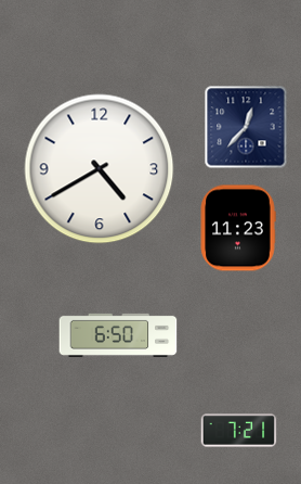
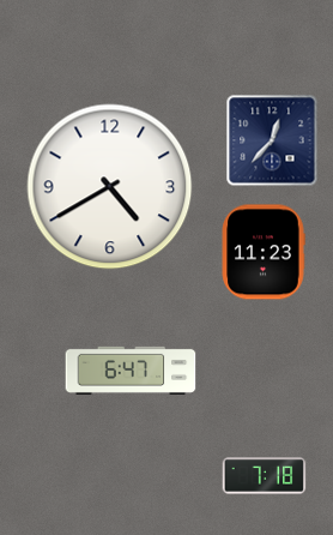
clock at (118, 335): 6:50 -> 6:47
clock at (239, 431): 7:21 -> 7:18
